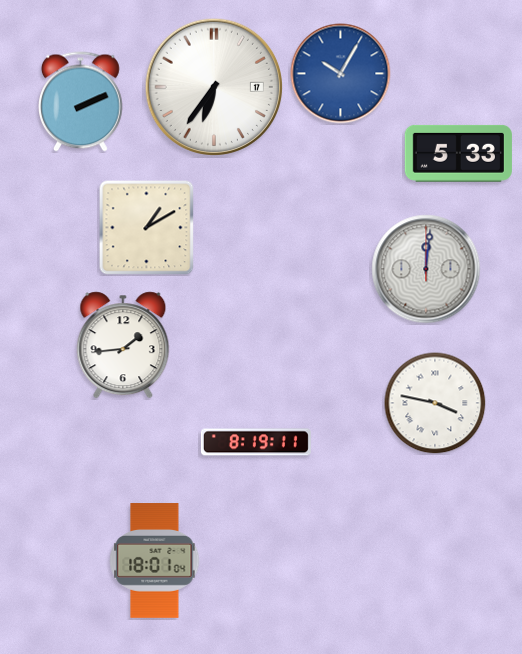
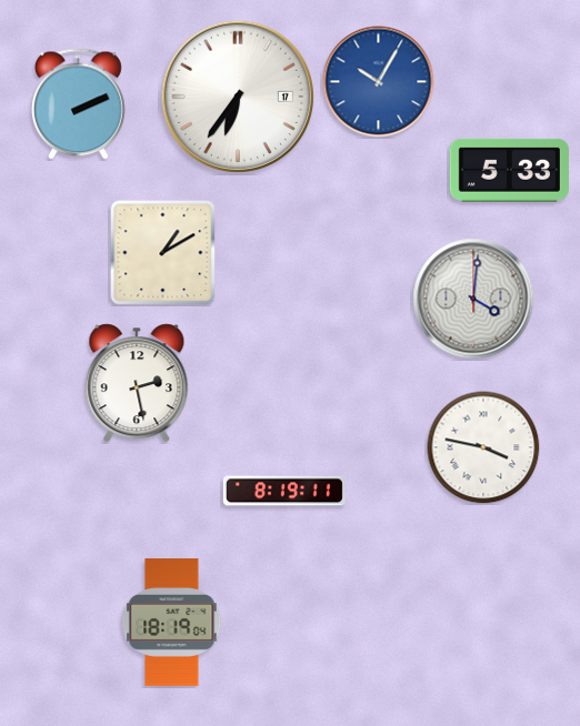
clock at (81, 102) position: (81, 102) -> (79, 104)
clock at (426, 269): 12:01 -> 4:01
clock at (123, 345): 1:44 -> 2:28
clock at (155, 561): 18:01 -> 18:19
